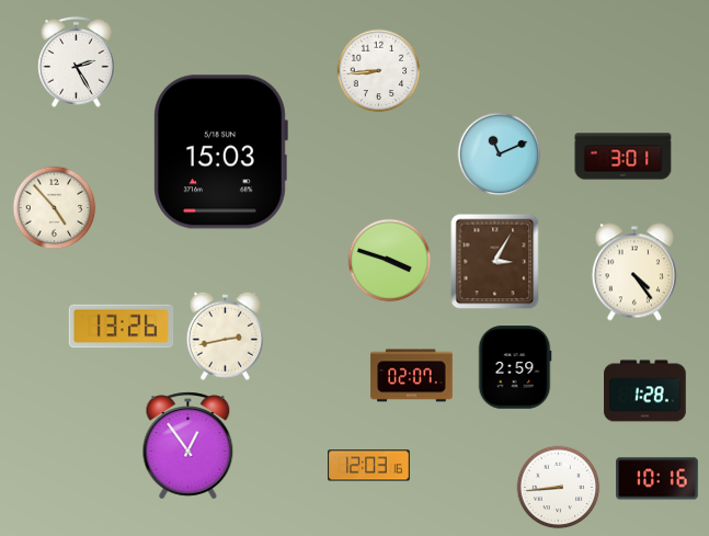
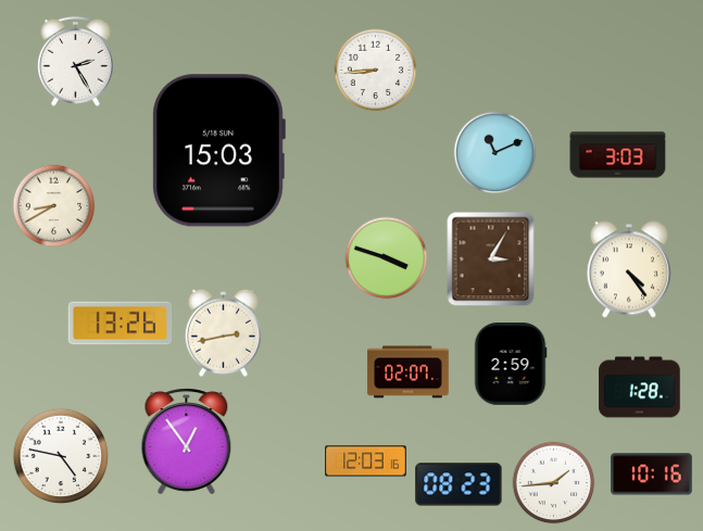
clock at (624, 157): 3:01 -> 3:03
clock at (55, 208): 4:53 -> 8:40
clock at (61, 456): none -> 4:47
clock at (559, 488): 8:44 -> 1:44
clock at (459, 484): none -> 08:23
